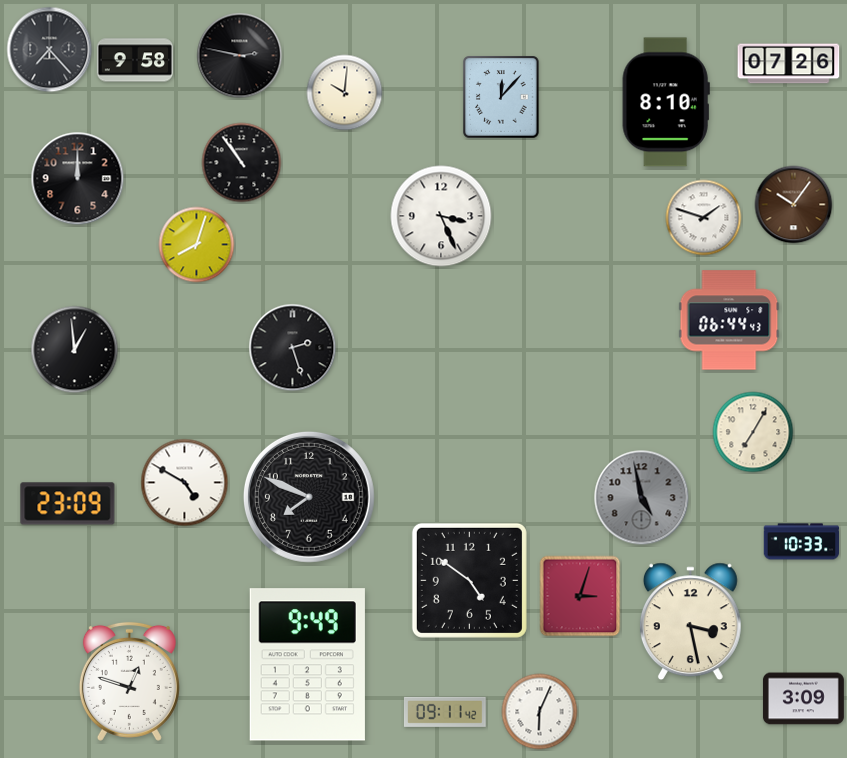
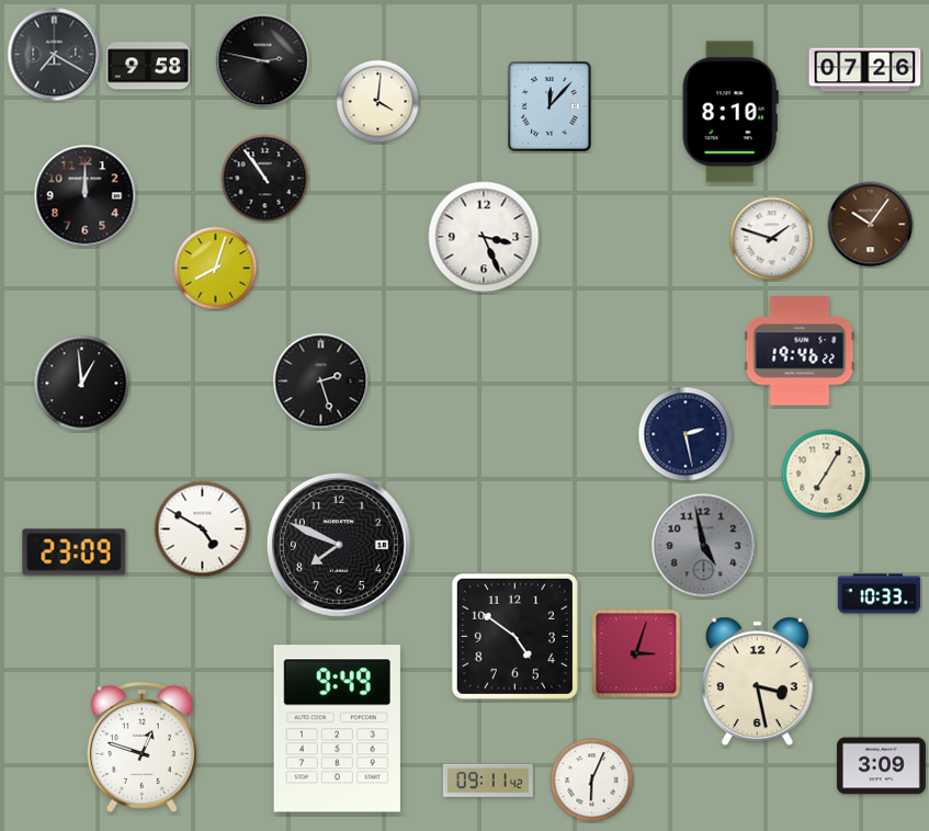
clock at (50, 50): 7:23 -> 7:20
clock at (345, 93): 10:01 -> 4:01
clock at (729, 320): 06:44 -> 19:46
clock at (686, 434): none -> 2:28
